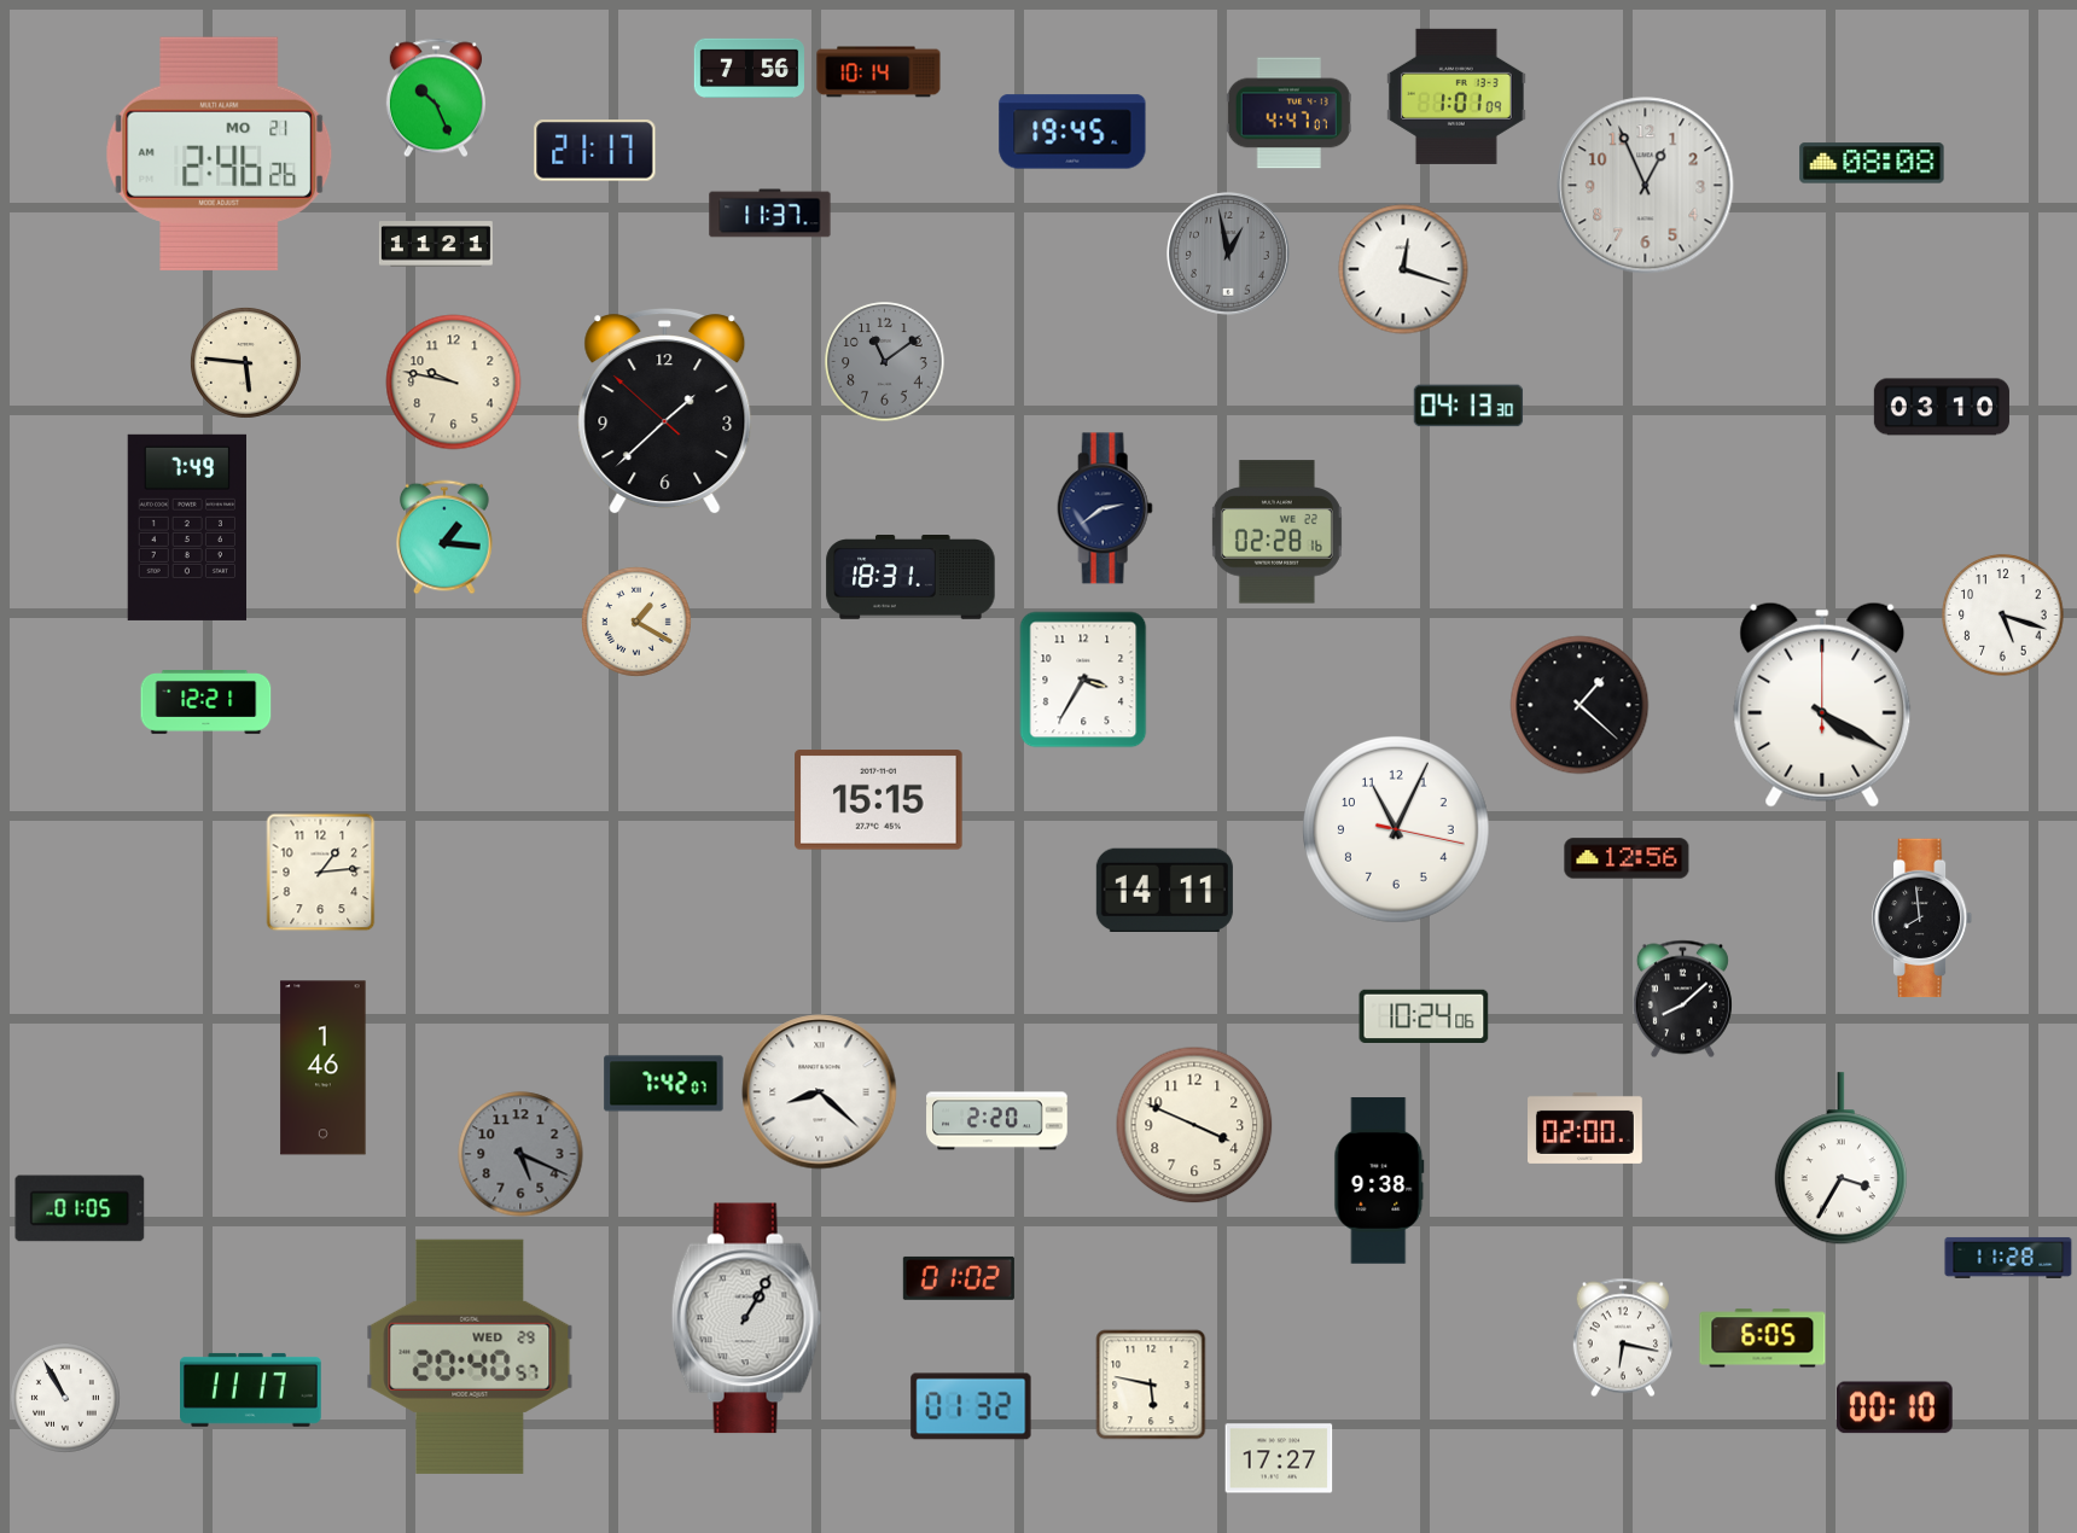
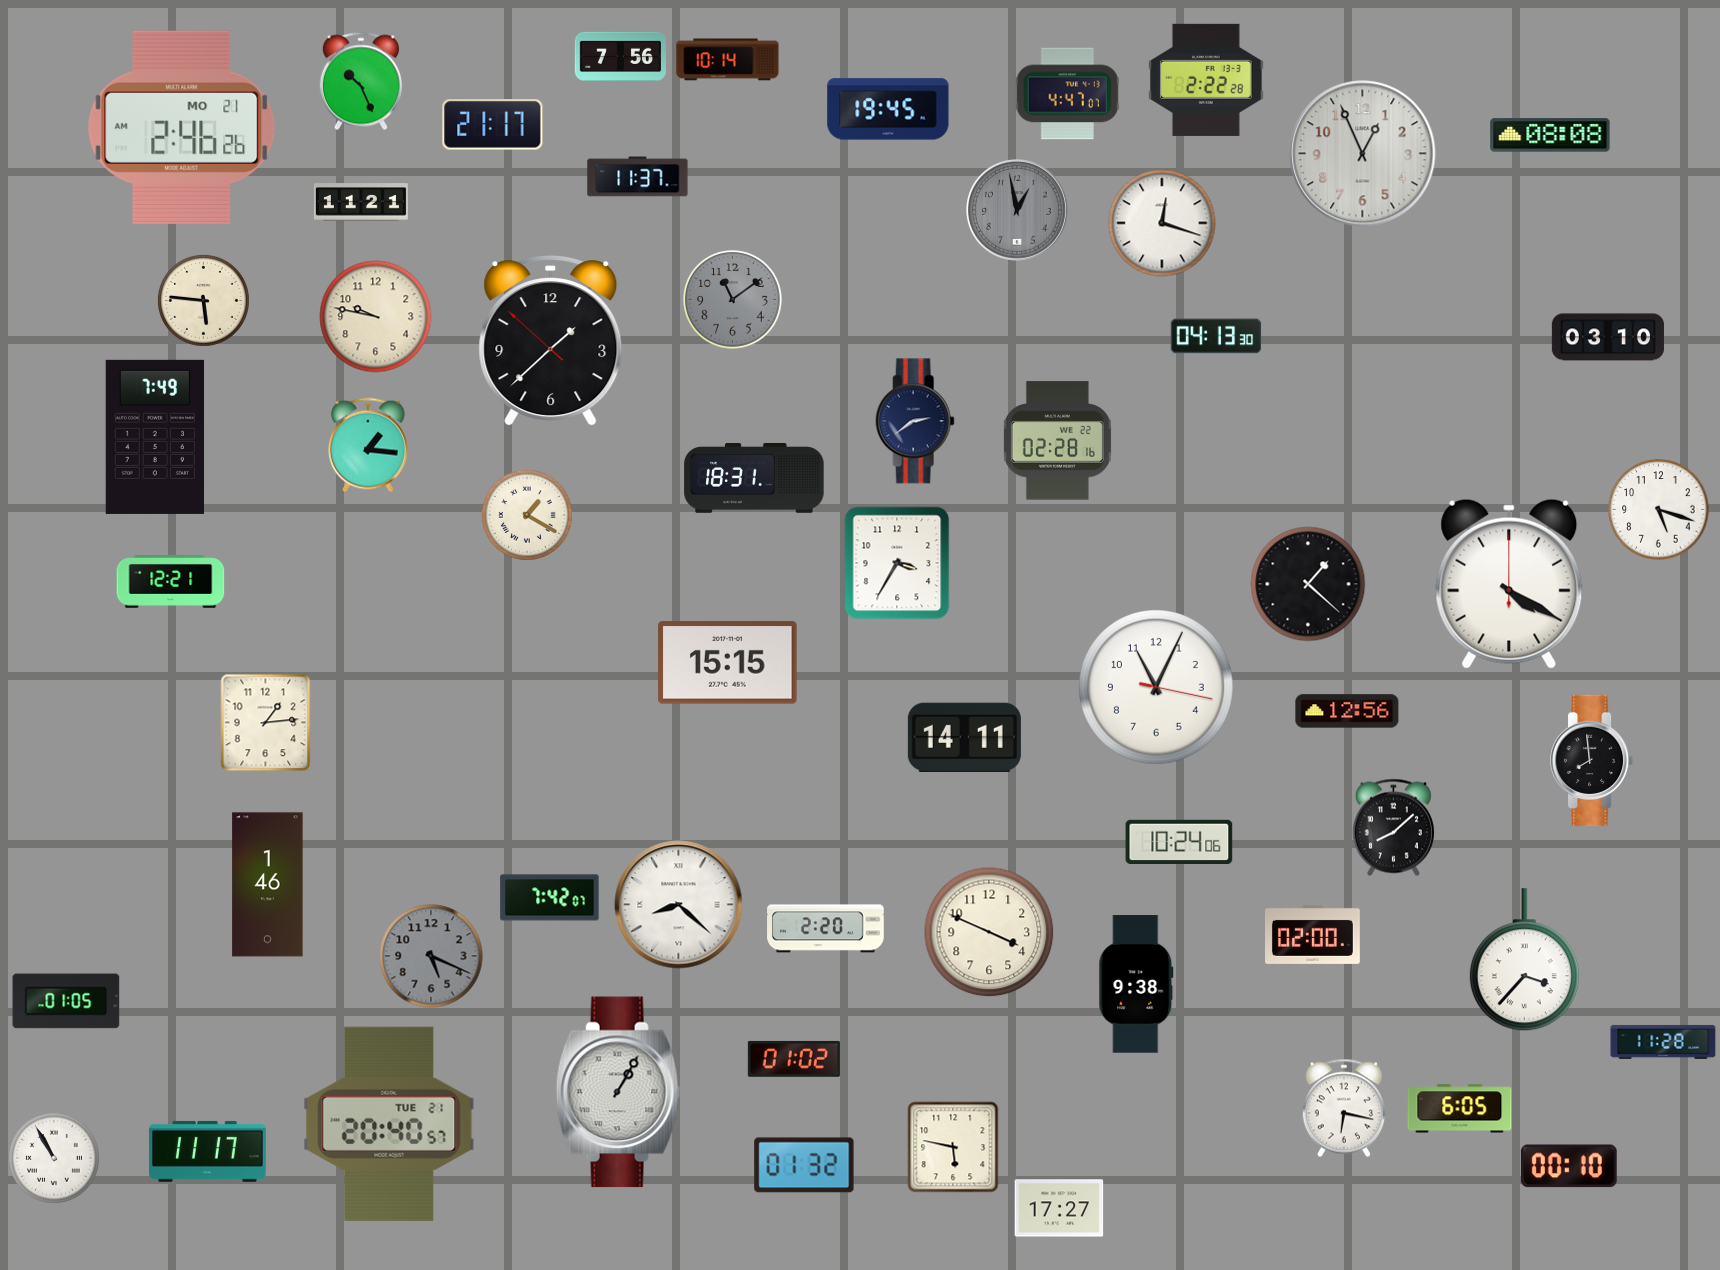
clock at (1456, 97): 1:01 -> 2:22
clock at (1840, 1159): 3:35 -> 3:37
clock at (1379, 1181) position: (1379, 1181) -> (1136, 984)
clock at (470, 1357) date: WED 29 -> TUE 21
